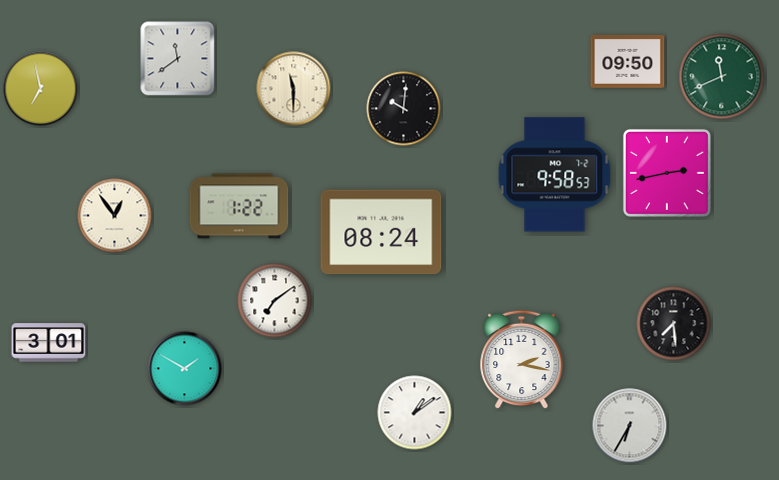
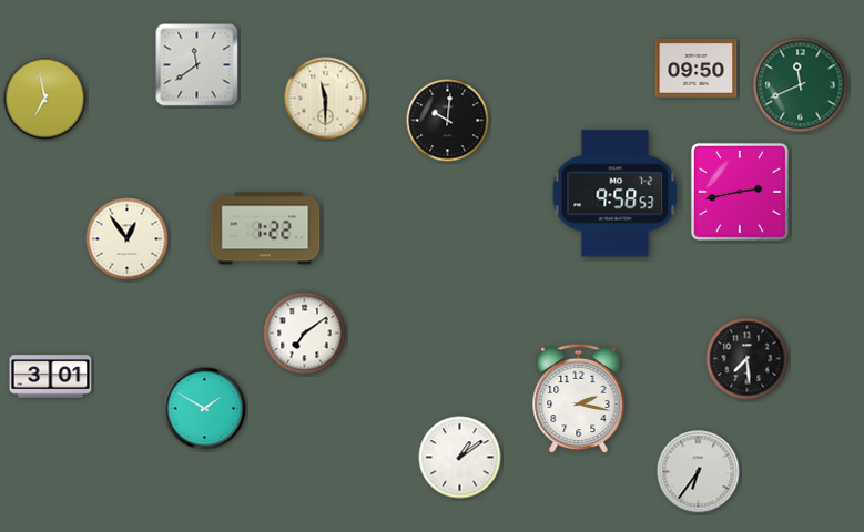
clock at (381, 232): 08:24 -> none
clock at (49, 343) position: (49, 343) -> (51, 377)
clock at (630, 426): 6:35 -> 6:36
